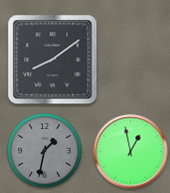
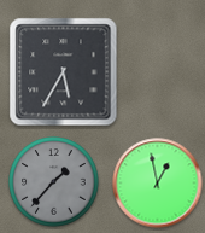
clock at (53, 60): 8:09 -> 5:35
clock at (45, 151): 1:32 -> 1:37
